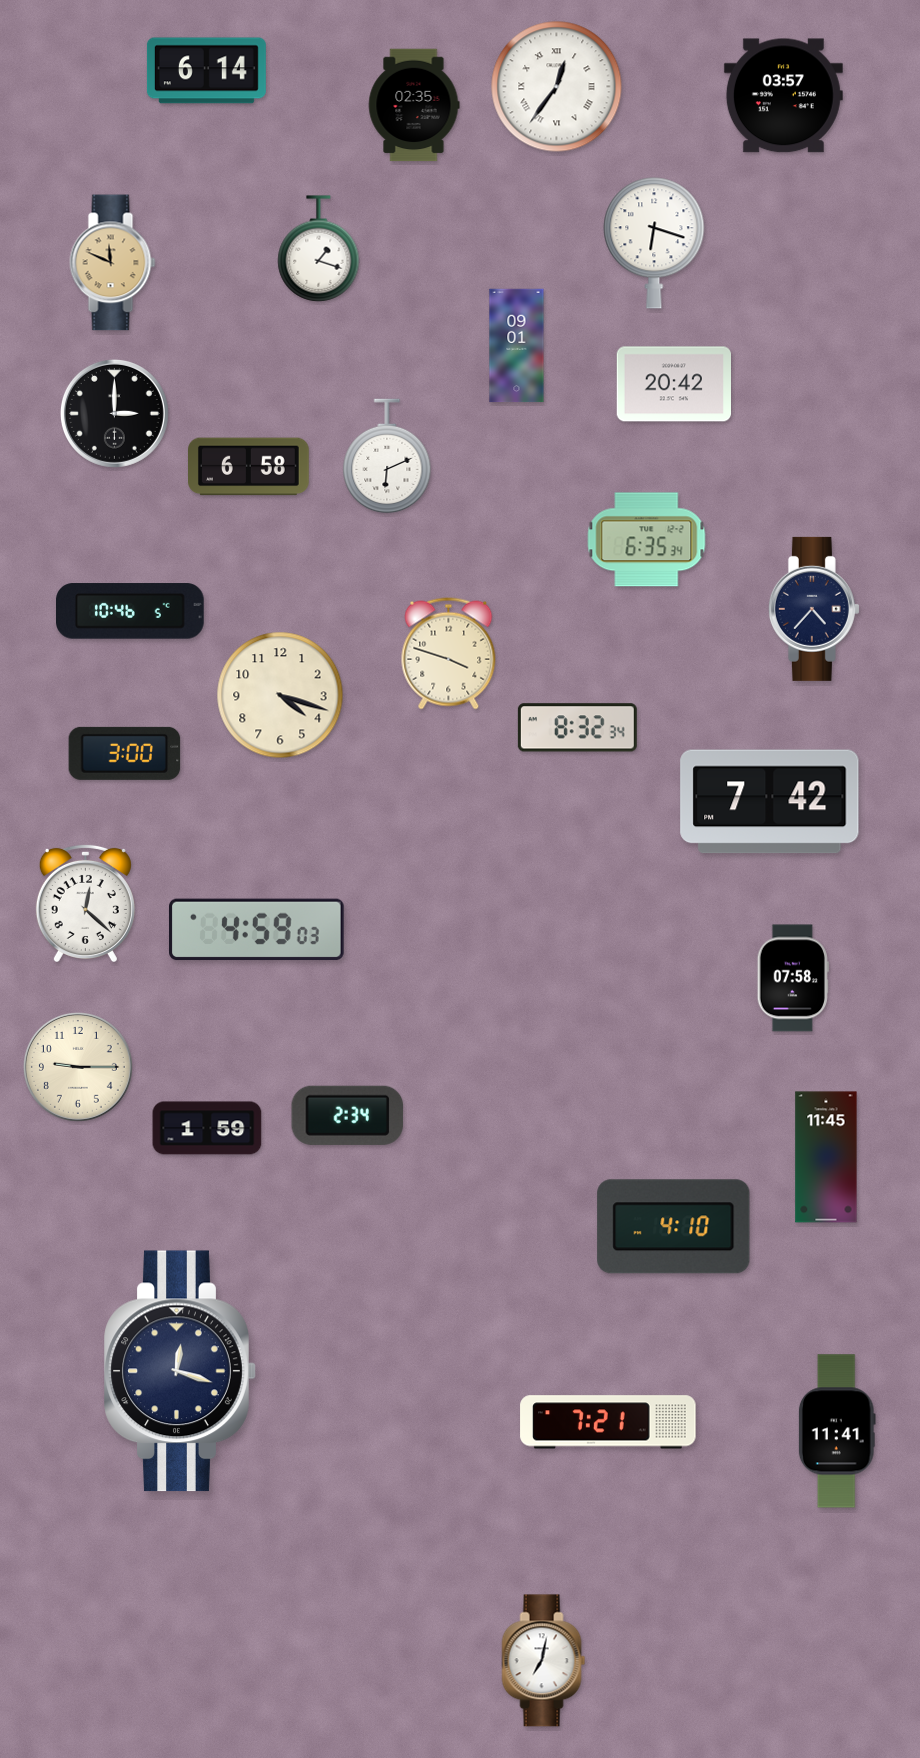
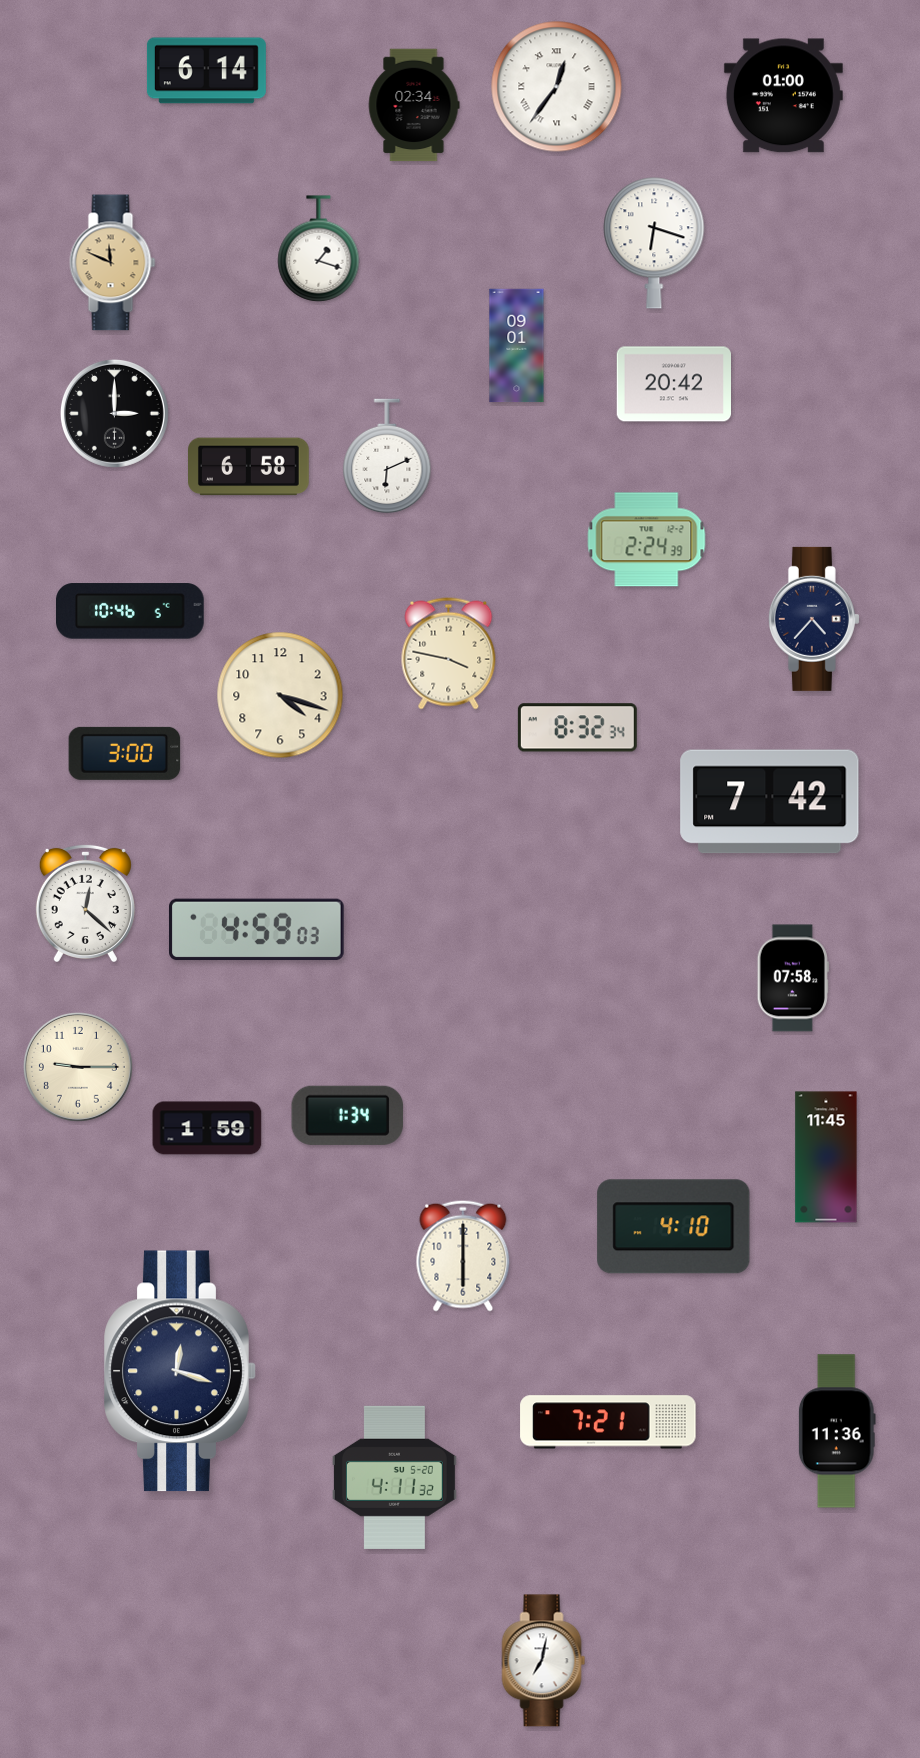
clock at (783, 96): 03:57 -> 01:00
clock at (414, 105): 02:35 -> 02:34
clock at (647, 540): 6:35 -> 2:24
clock at (814, 609) position: (814, 609) -> (814, 619)
clock at (449, 654): 3:48 -> 3:47
clock at (348, 1115): 2:34 -> 1:34
clock at (463, 1256): none -> 6:00
clock at (837, 1431): 11:41 -> 11:36
clock at (394, 1477): none -> 4:11
